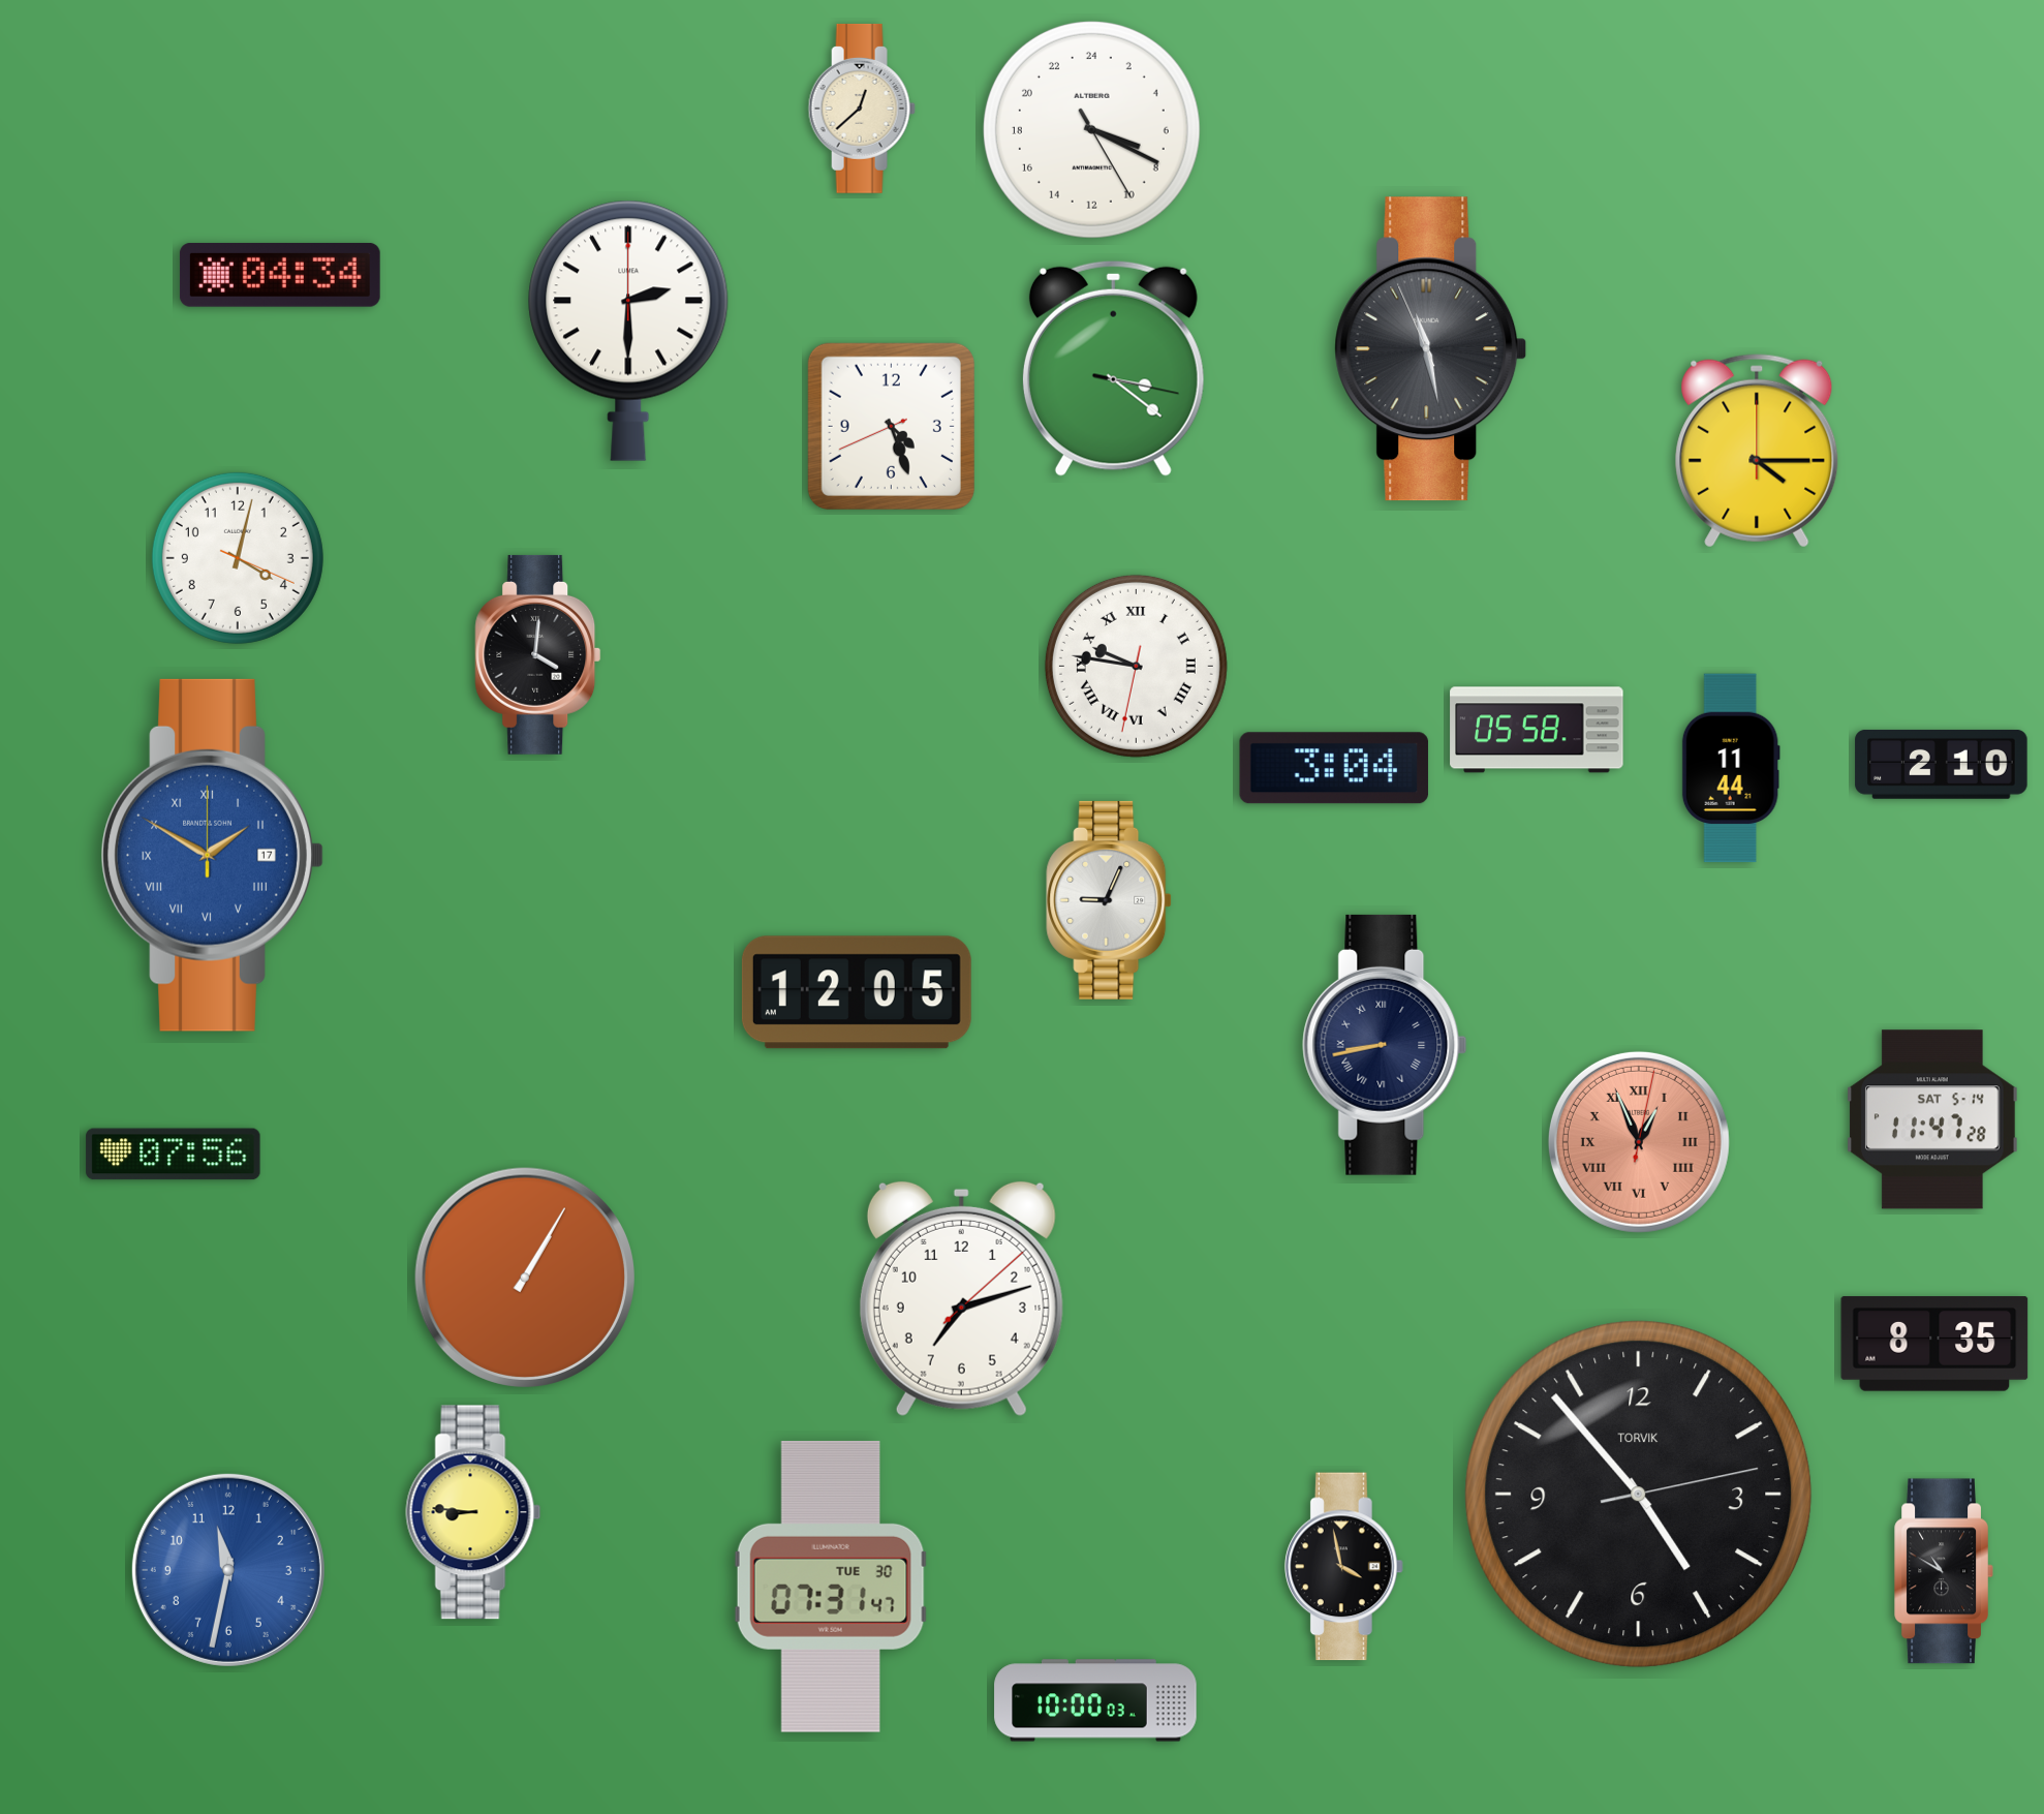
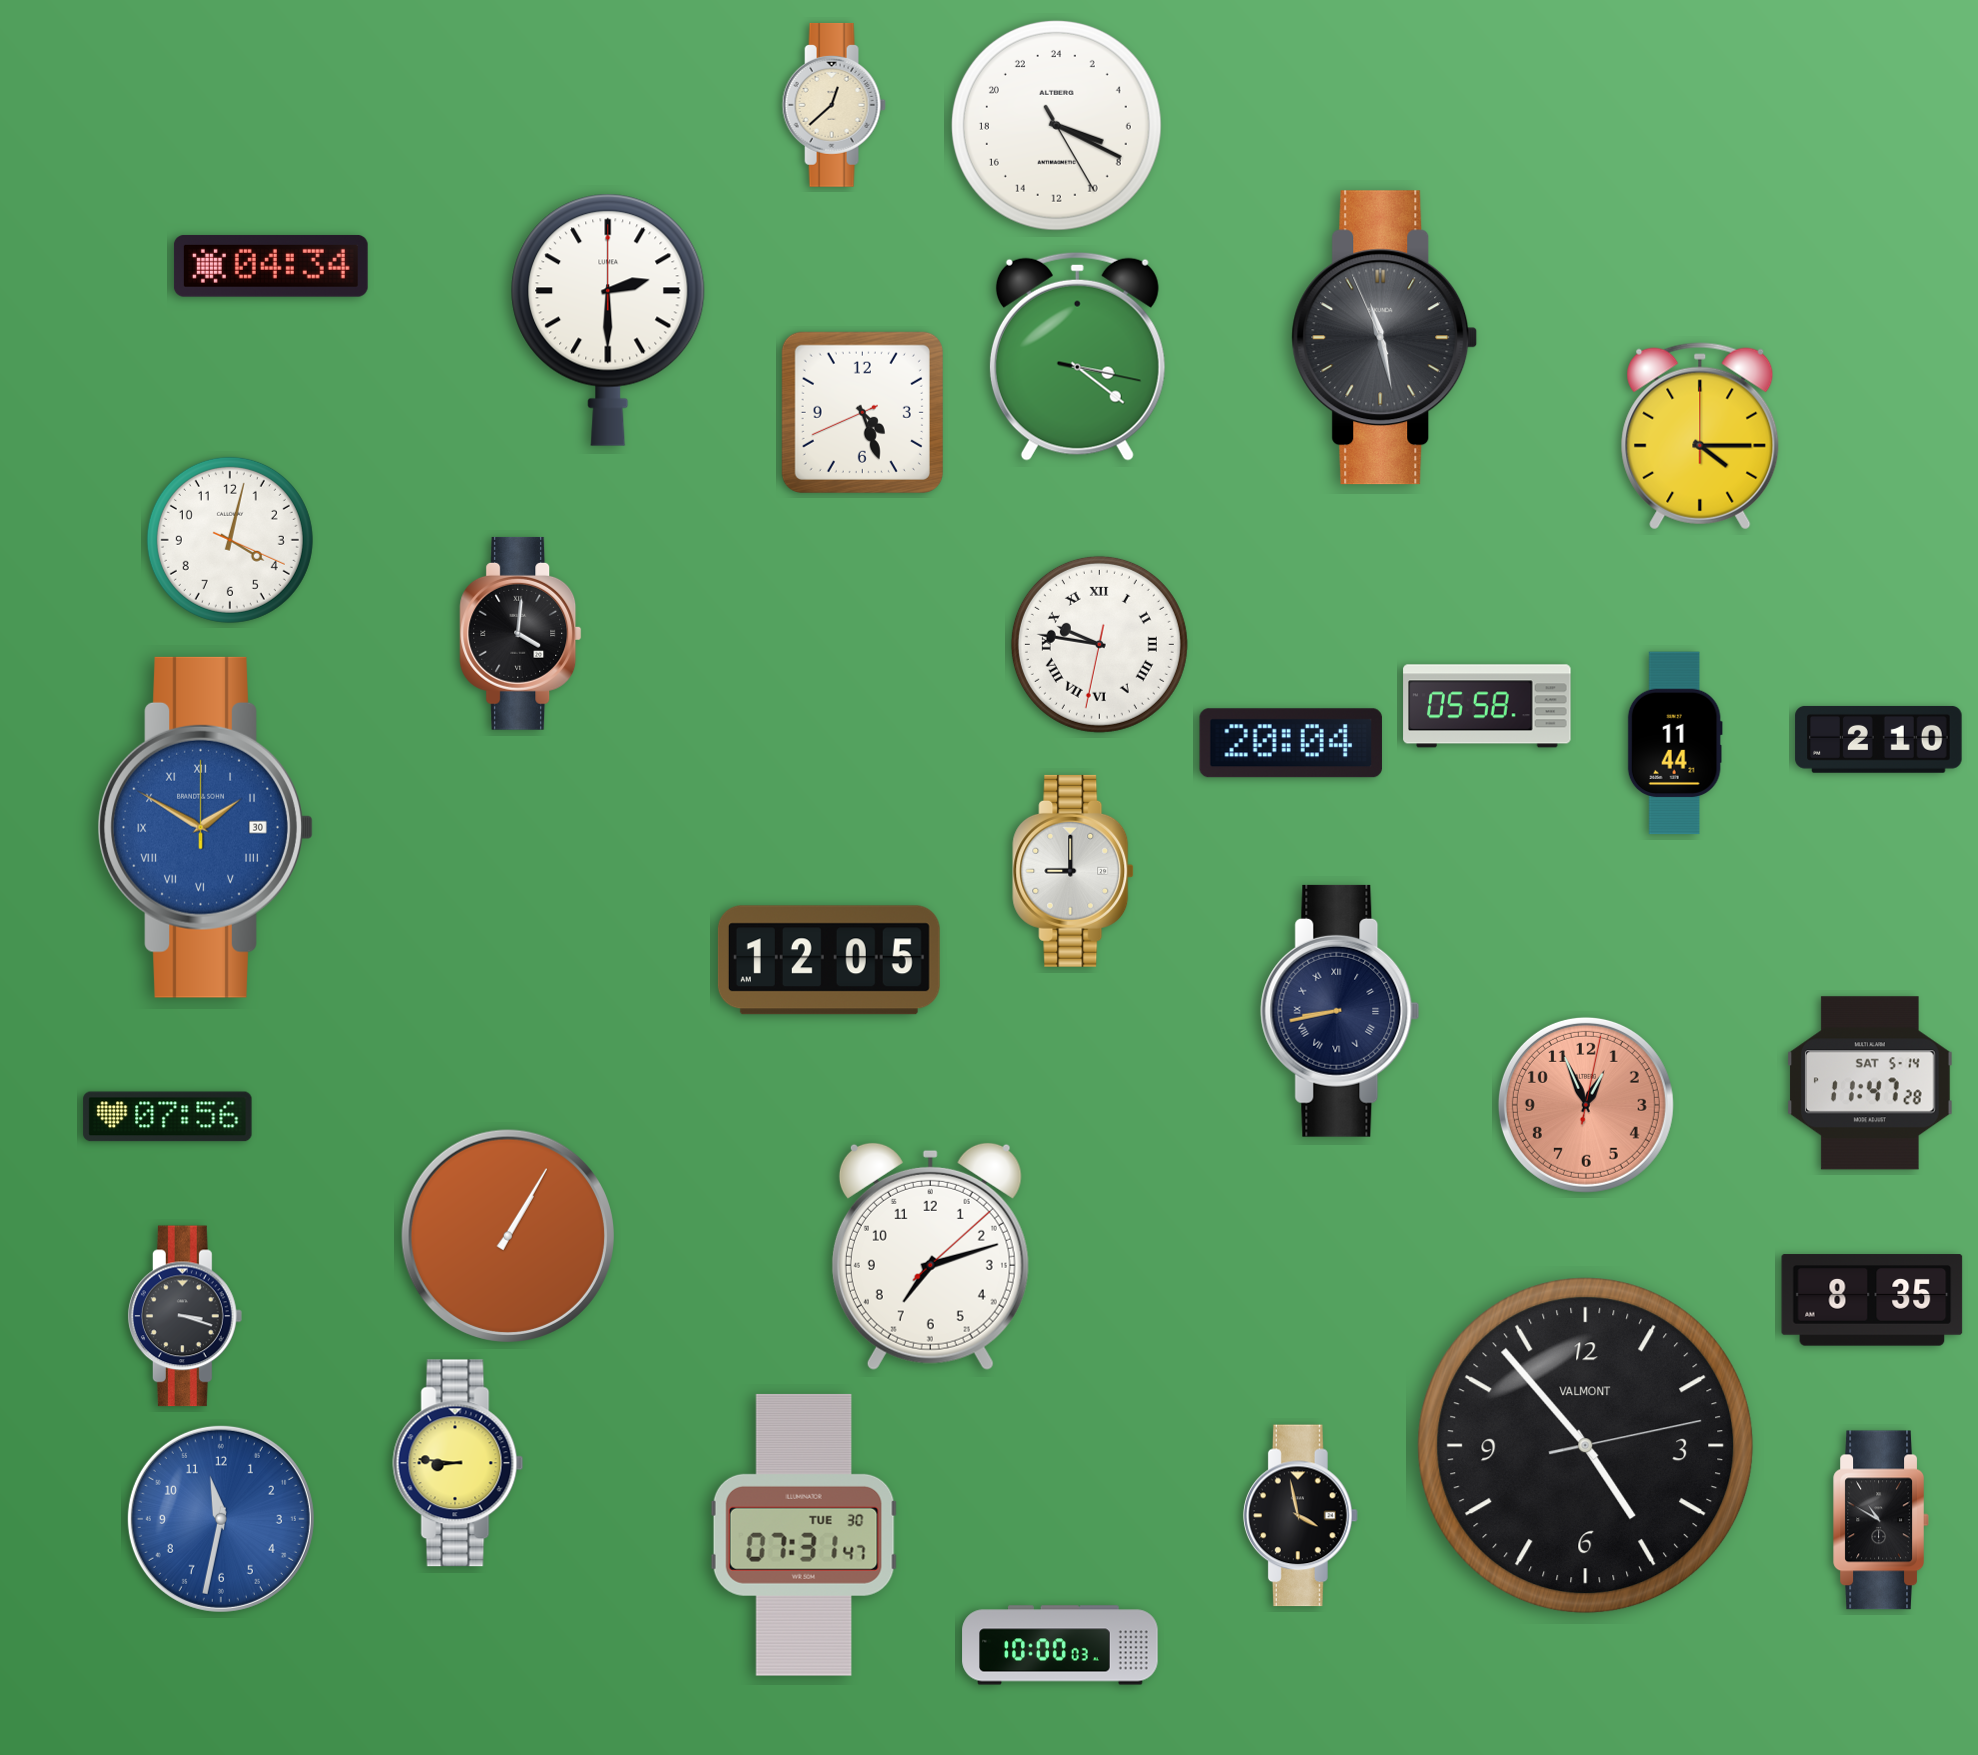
clock at (1334, 768): 3:04 -> 20:04
clock at (212, 855) date: 17 -> 30
clock at (1109, 900): 9:04 -> 9:00
clock at (1639, 1142) numerals: Roman -> Arabic
clock at (185, 1316): none -> 3:18
clock at (1639, 1495) brand: TORVIK -> VALMONT
